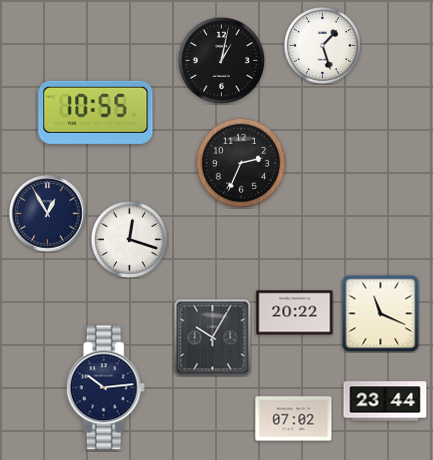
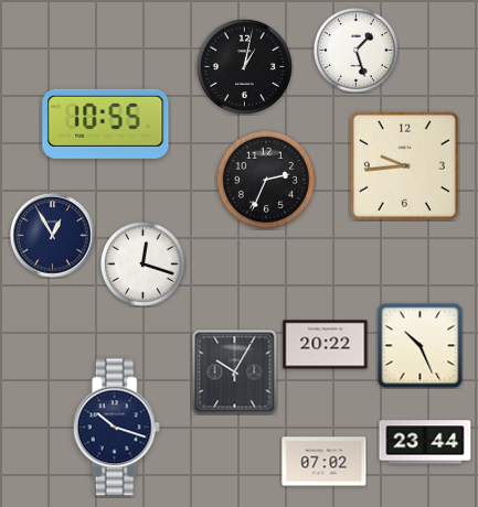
clock at (404, 165): none -> 9:44
clock at (380, 313): 11:19 -> 10:26
clock at (105, 388): 10:14 -> 10:18
